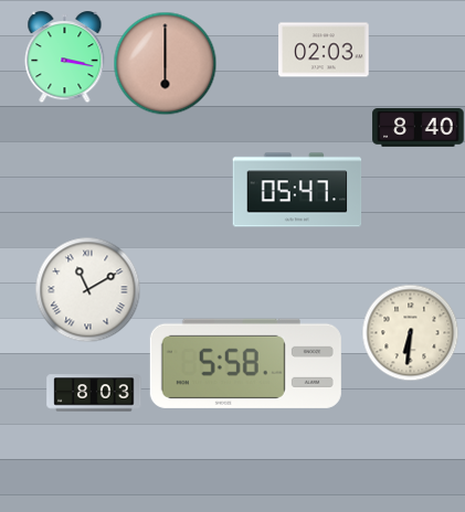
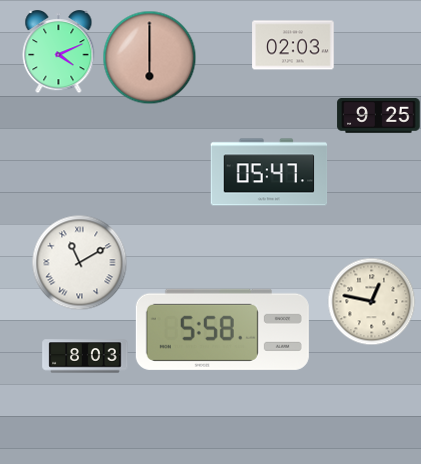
clock at (65, 57): 3:17 -> 4:11
clock at (419, 128): 8:40 -> 9:25
clock at (410, 332): 6:31 -> 12:47
